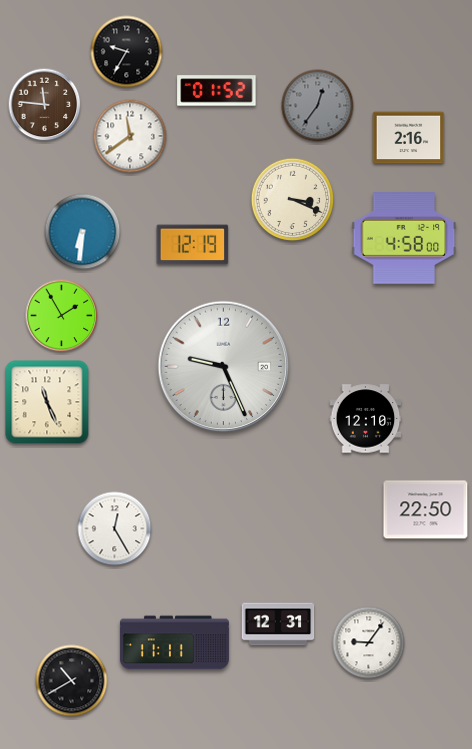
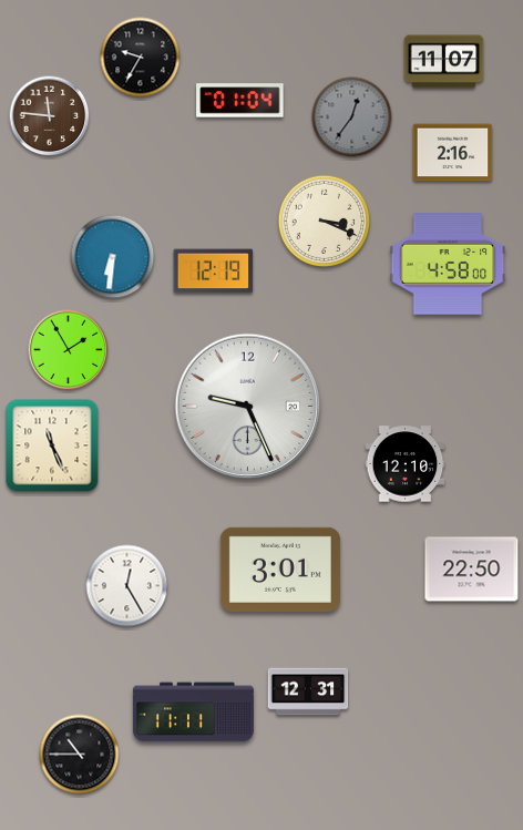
clock at (444, 62): none -> 11:07
clock at (217, 91): 01:52 -> 01:04
clock at (130, 136): 11:39 -> none
clock at (83, 232) position: (83, 232) -> (113, 257)
clock at (426, 510) position: (426, 510) -> (472, 570)
clock at (280, 570): none -> 3:01
clock at (369, 643): 9:06 -> none
clock at (72, 681): 10:40 -> 10:45
